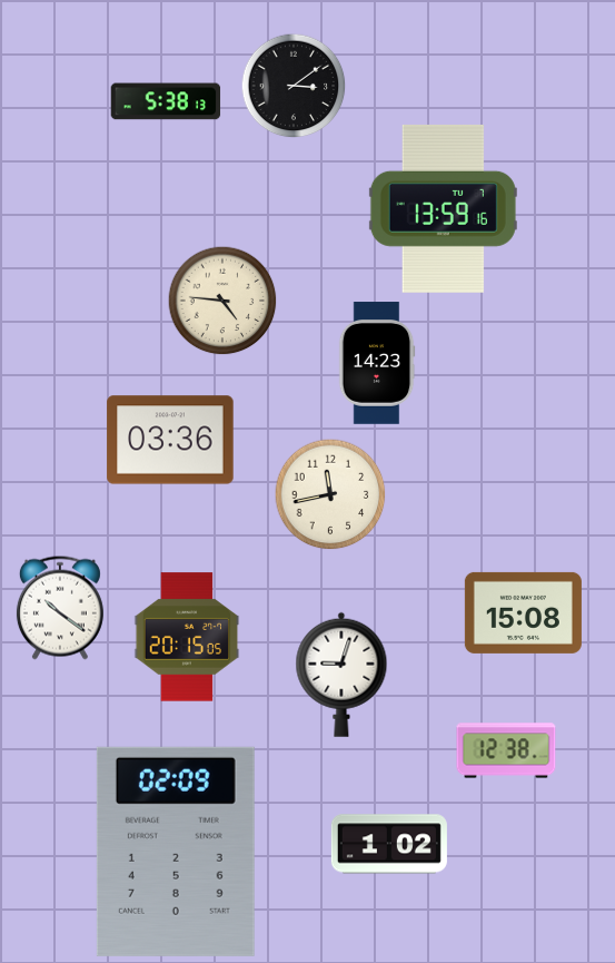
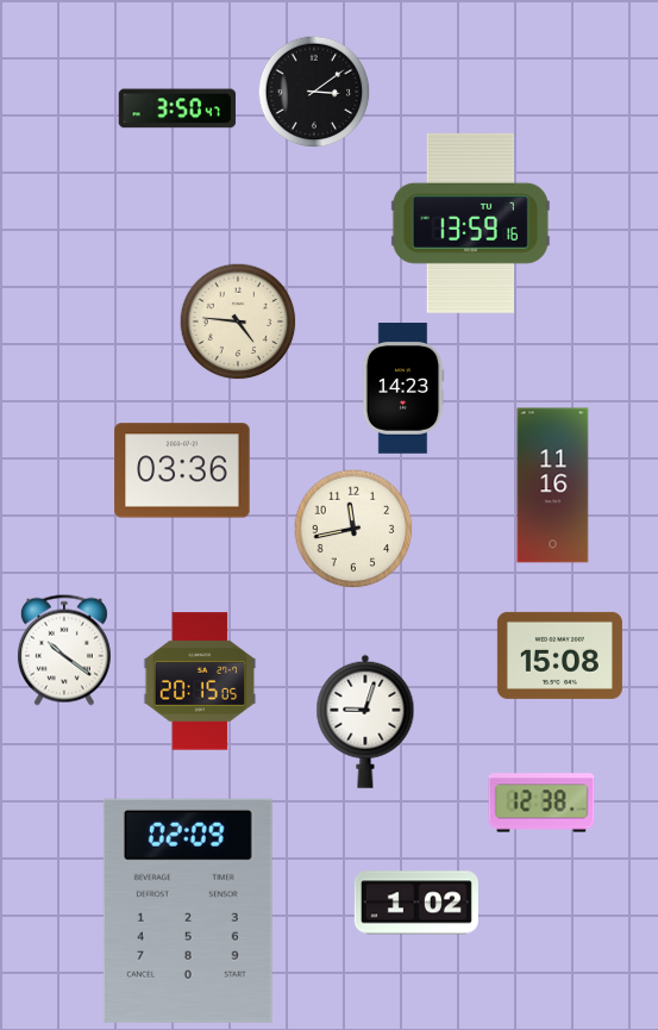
clock at (166, 101): 5:38 -> 3:50
clock at (443, 208) position: (443, 208) -> (470, 223)
clock at (553, 486): none -> 11:16
